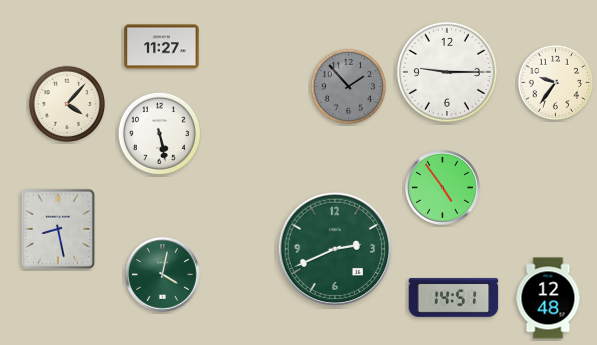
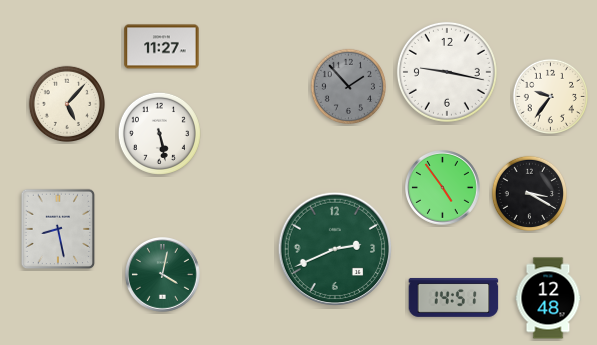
clock at (447, 72): 9:15 -> 9:17
clock at (555, 82) position: (555, 82) -> (550, 96)
clock at (66, 103): 4:07 -> 5:07
clock at (529, 193): none -> 3:20
